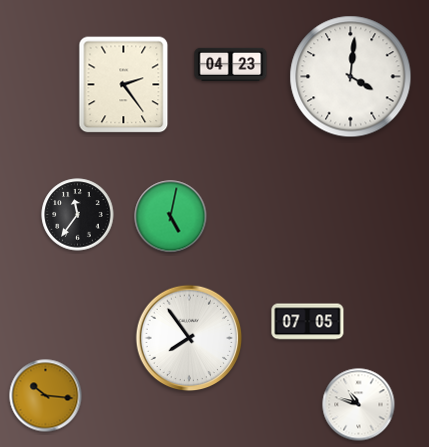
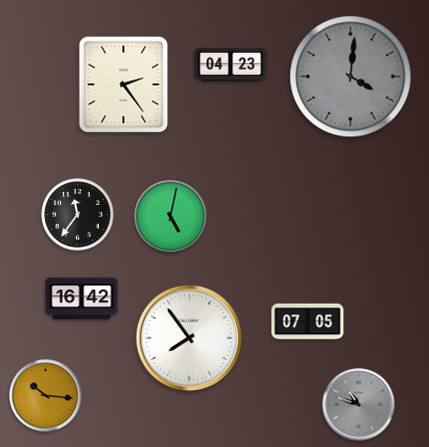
clock at (351, 77) dial: white -> grey
clock at (82, 299): none -> 16:42
clock at (359, 405) dial: white -> grey
